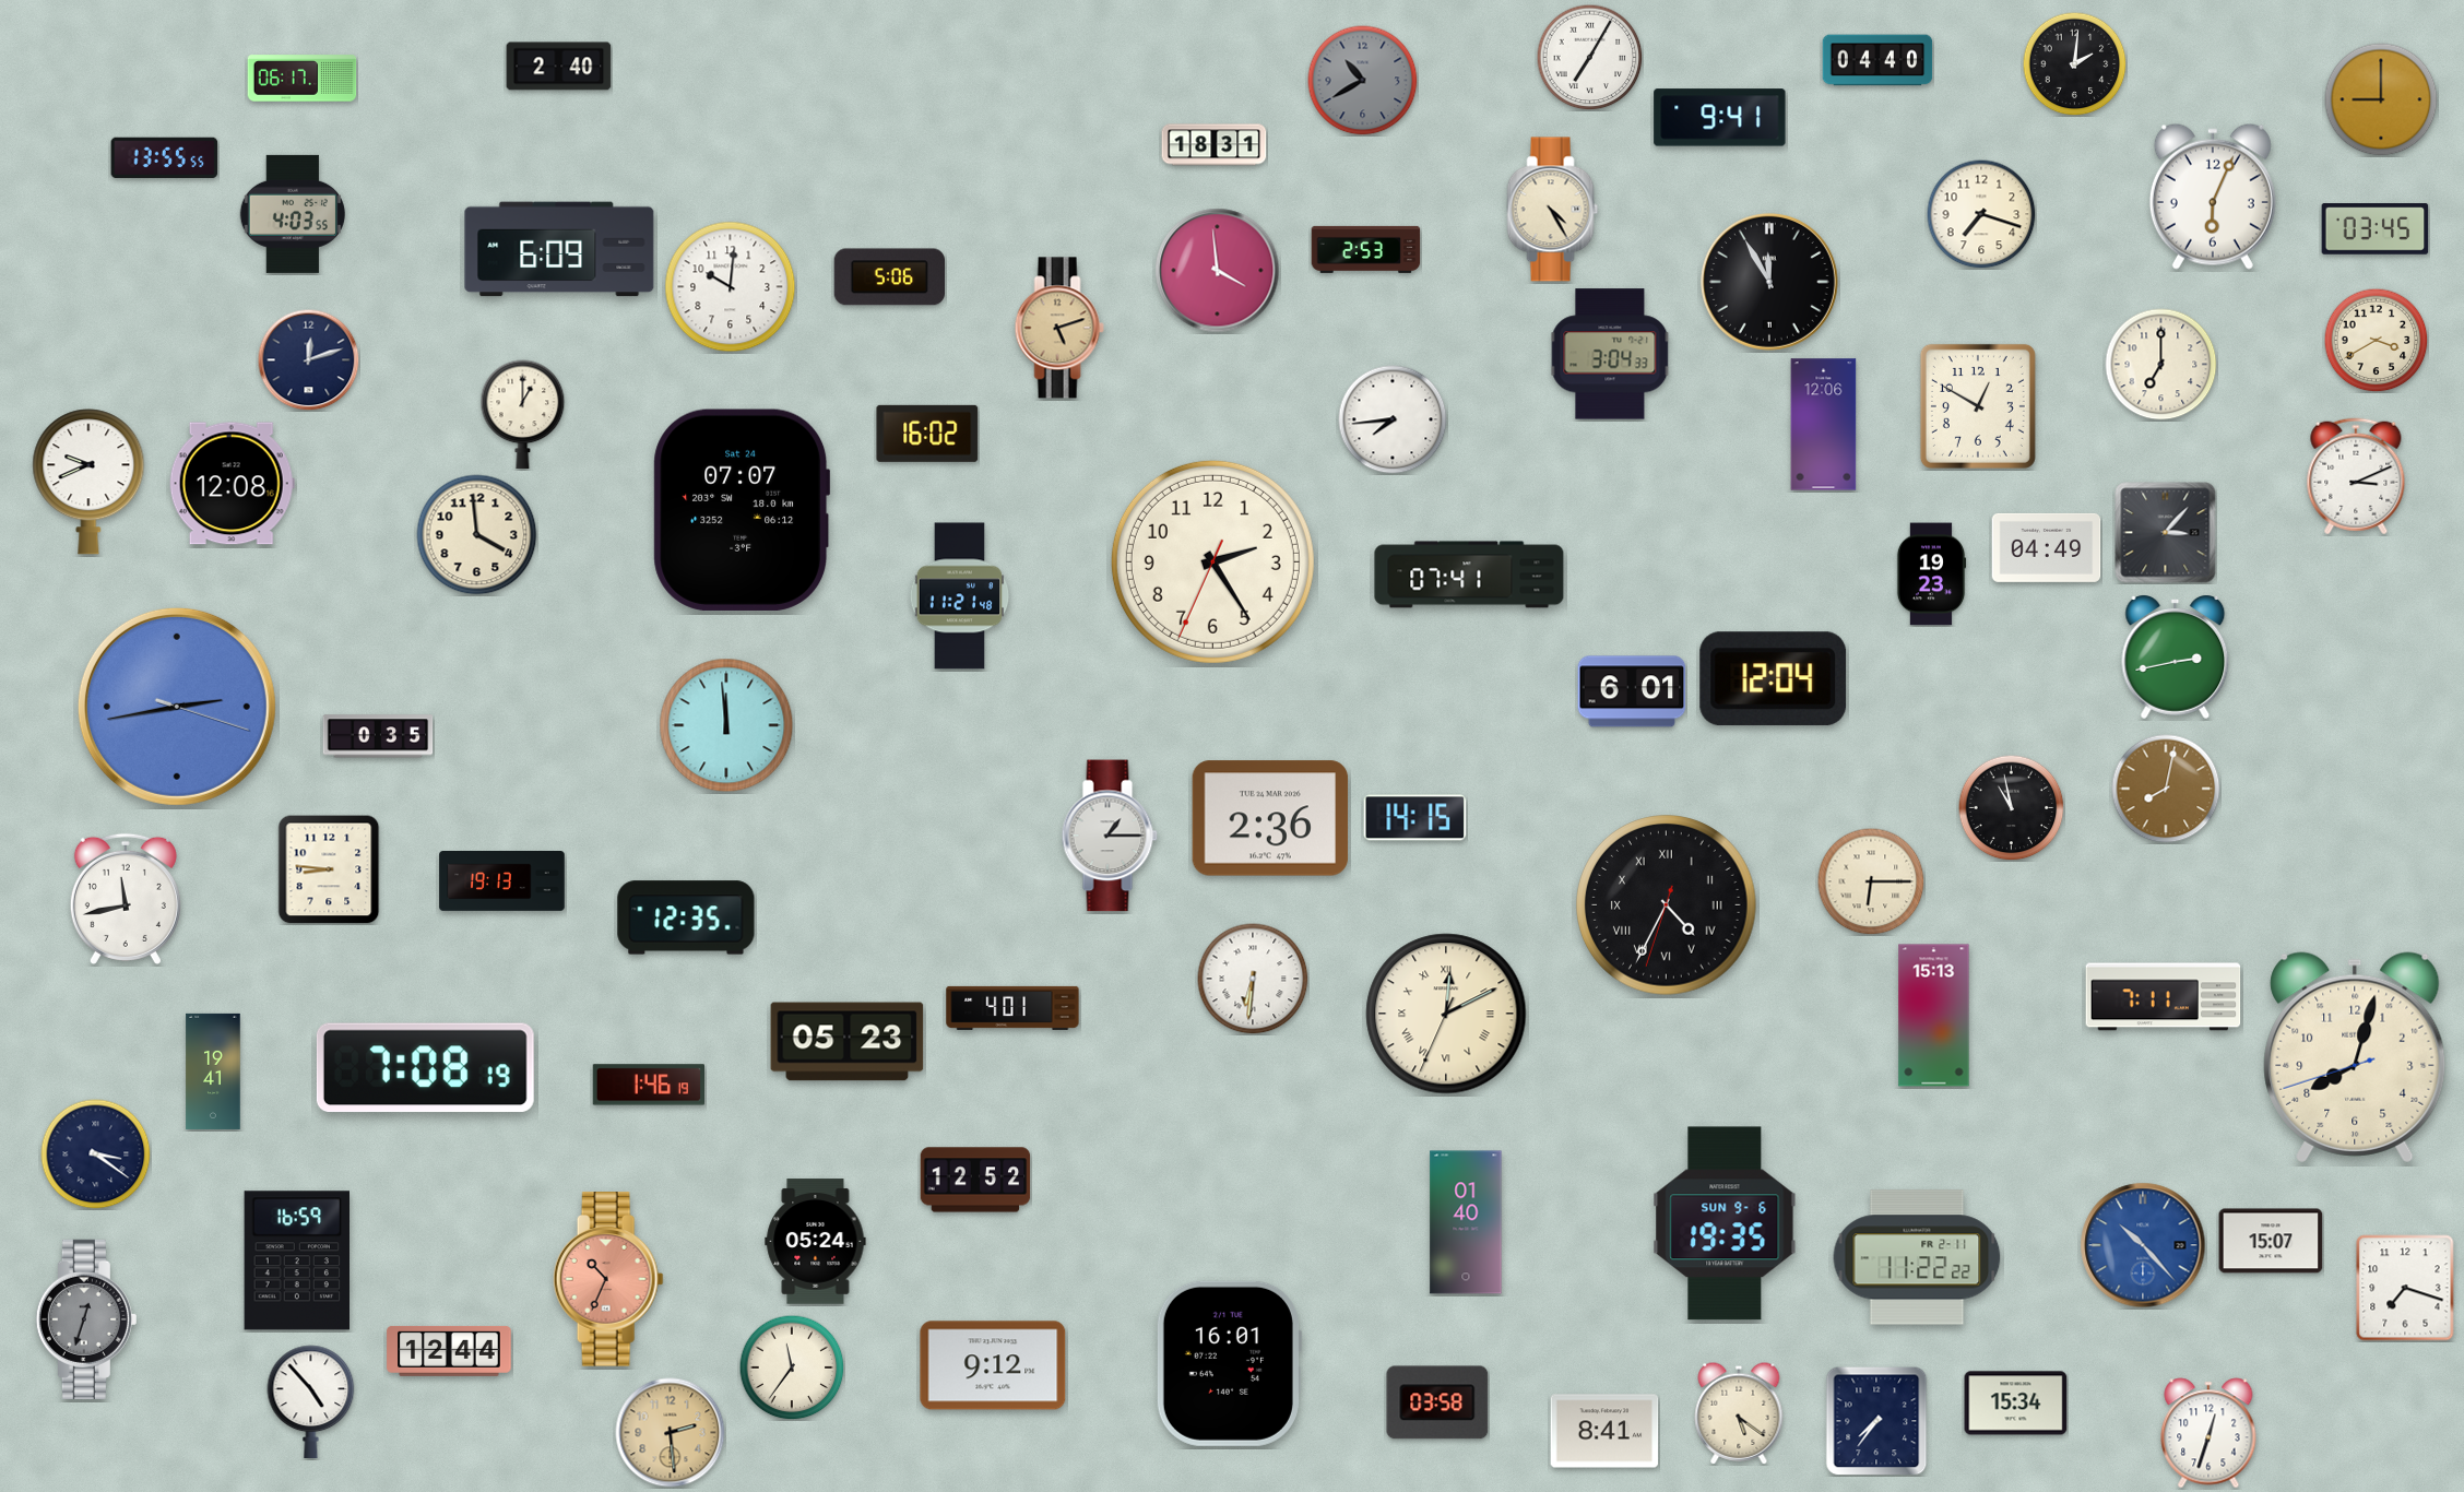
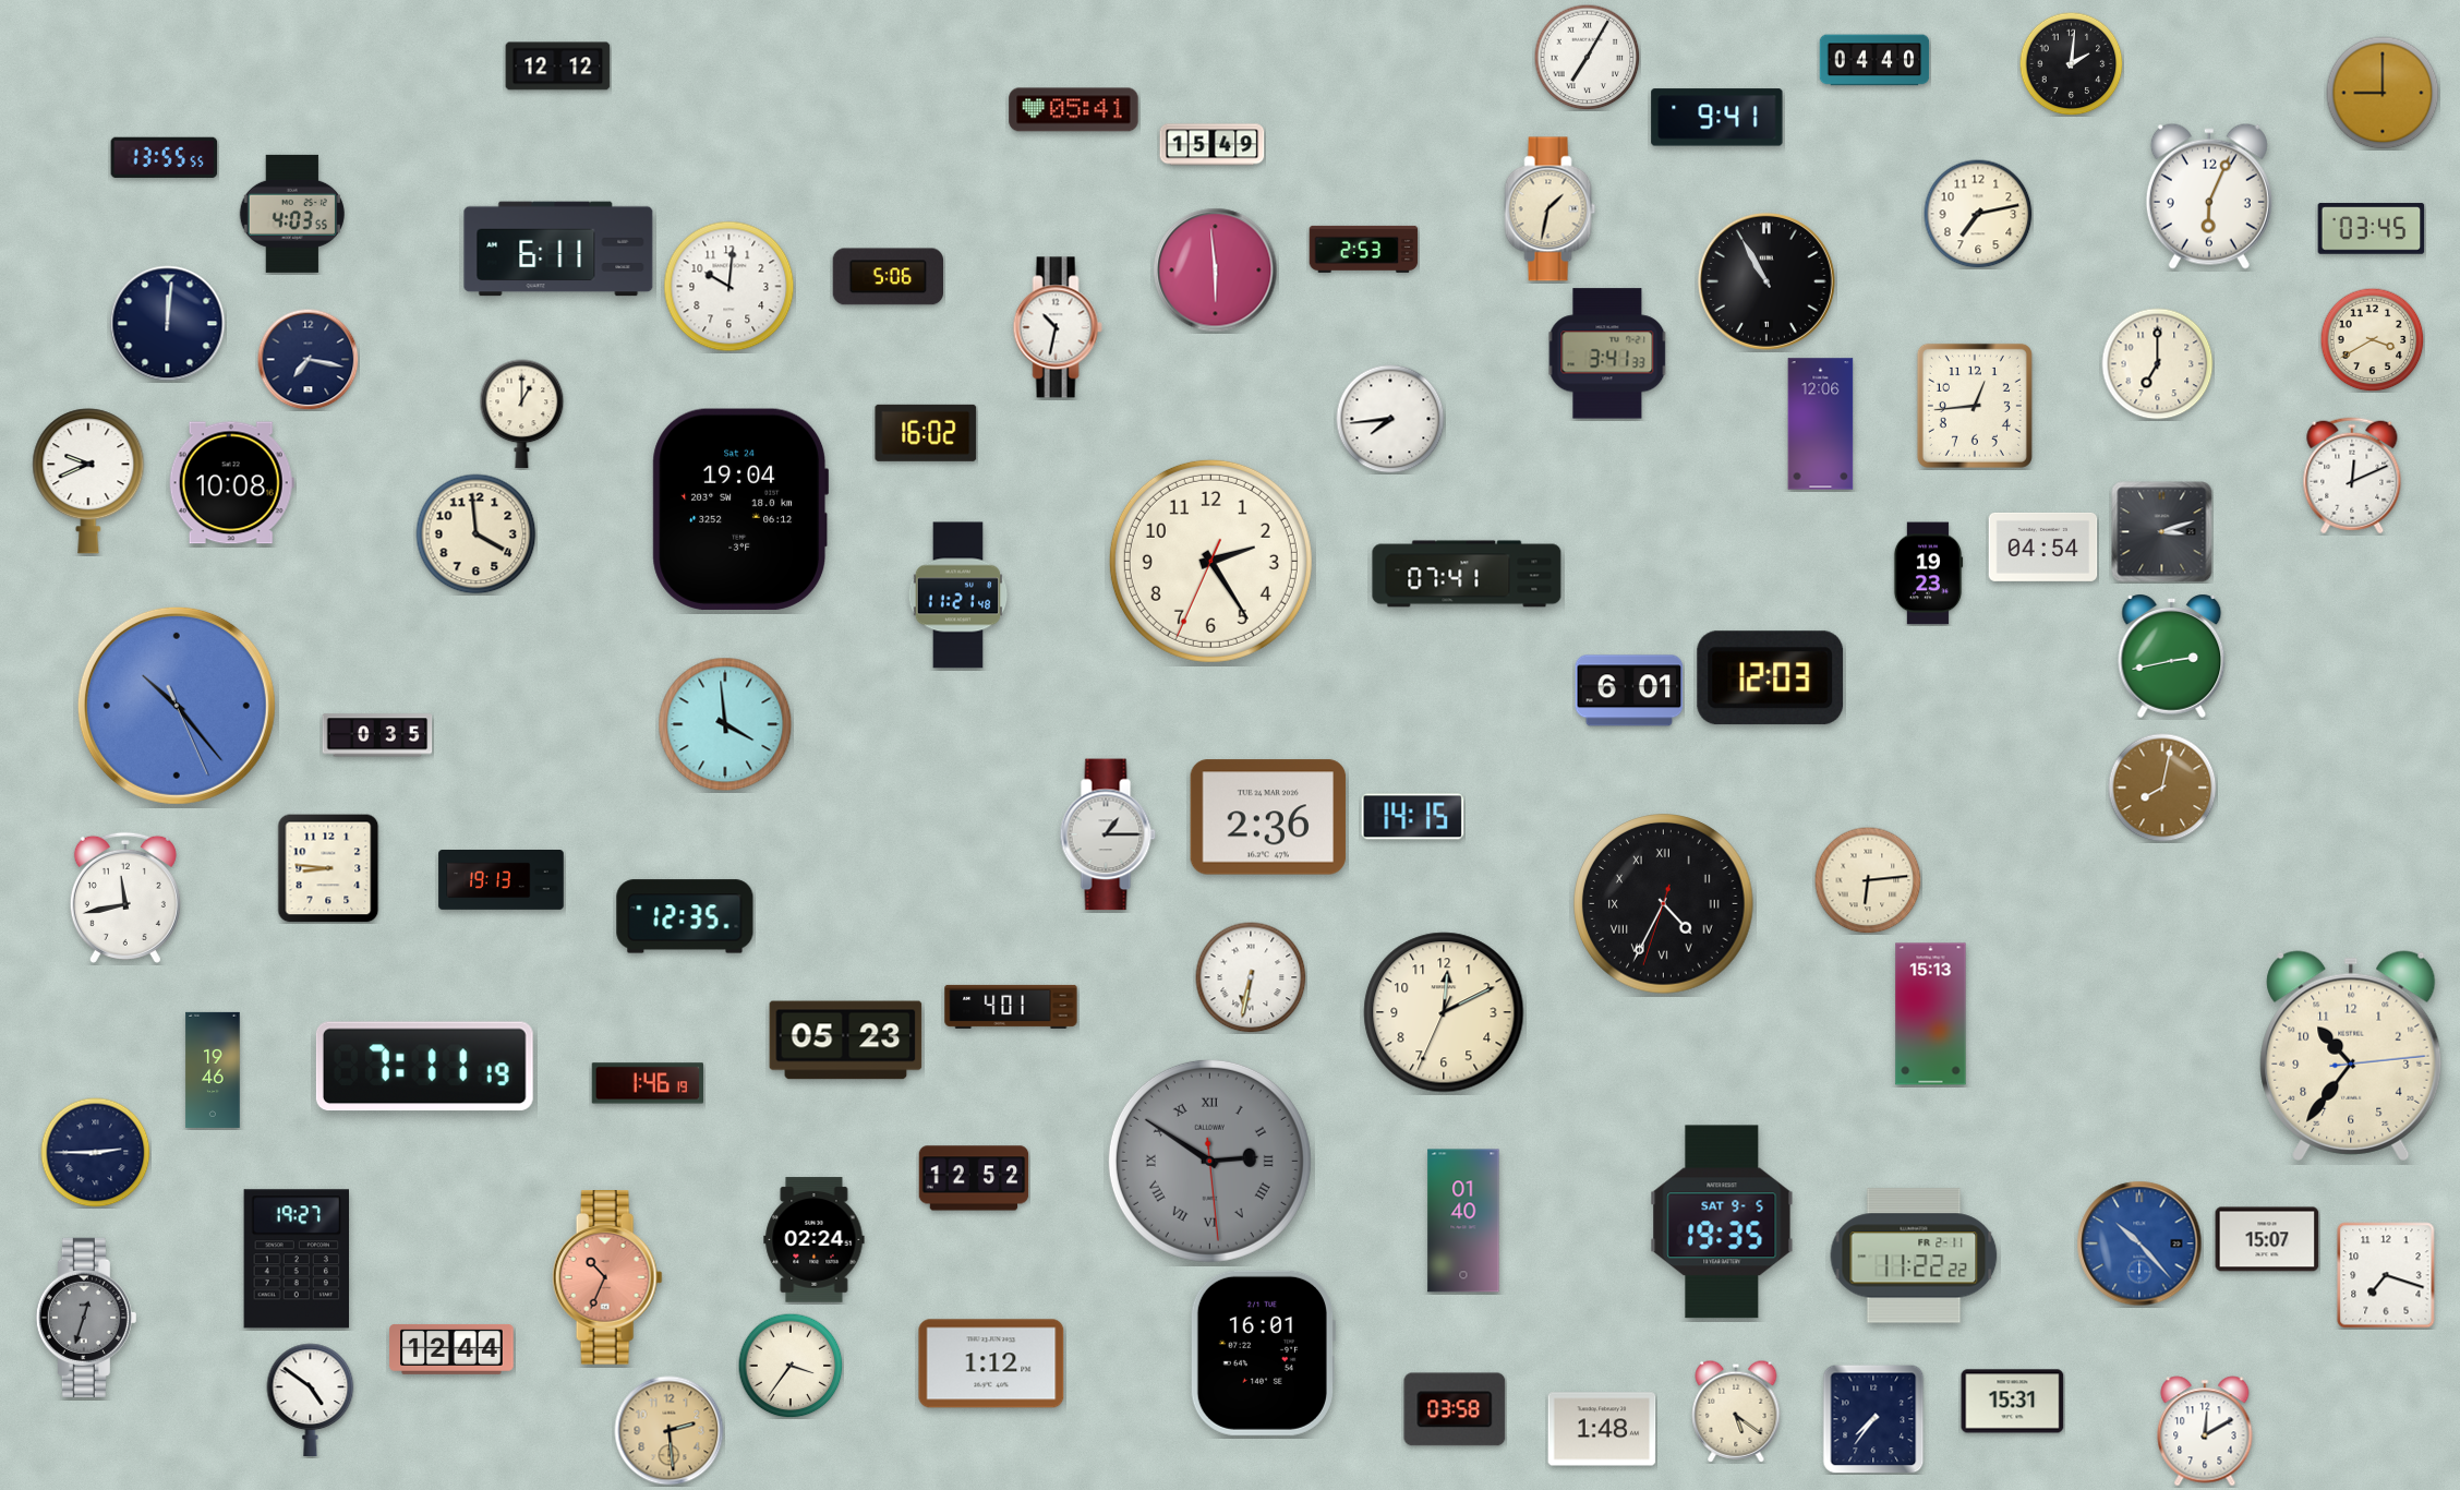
clock at (559, 67): 2:40 -> 12:12
clock at (303, 79): 06:17 -> none
clock at (1363, 81): 10:40 -> none
clock at (2381, 99) position: (2381, 99) -> (2383, 93)
clock at (1074, 110): none -> 05:41
clock at (1215, 145): 18:31 -> 15:49
clock at (1553, 210): 4:25 -> 1:32
clock at (1981, 214): 7:18 -> 7:13
clock at (559, 249): 6:09 -> 6:11
clock at (1218, 271): 3:59 -> 5:59
clock at (1769, 282): 11:55 -> 10:55
clock at (168, 324): none -> 12:01
clock at (1059, 328): 5:12 -> 10:32
clock at (1059, 328) dial: champagne -> white
clock at (1610, 354): 3:04 -> 3:41
clock at (308, 359): 12:12 -> 7:17
clock at (1978, 406): 12:50 -> 12:44
clock at (2356, 476): 3:11 -> 12:11
clock at (232, 484): 12:08 -> 10:08
clock at (742, 510): 07:07 -> 19:04
clock at (2166, 533): 3:07 -> 3:12
clock at (2047, 547): 04:49 -> 04:54
clock at (1774, 679): 12:04 -> 12:03
clock at (177, 707): 2:43 -> 10:23
clock at (726, 725): 11:59 -> 3:59
clock at (2011, 807): 10:58 -> none
clock at (1871, 881): 6:15 -> 6:14
clock at (1253, 979): 6:31 -> 6:32
clock at (2164, 997): 7:11 -> none
clock at (1446, 1014) numerals: Roman -> Arabic
clock at (2355, 1057): 8:02 -> 10:36
clock at (425, 1068): 7:08 -> 7:11
clock at (213, 1071): 19:41 -> 19:46
clock at (96, 1154): 3:21 -> 2:45
clock at (1209, 1161): none -> 2:50
clock at (1725, 1223) date: SUN 9-6 -> SAT 9-5
clock at (816, 1242): 05:24 -> 02:24
clock at (297, 1260): 16:59 -> 19:27
clock at (2405, 1288) position: (2405, 1288) -> (2386, 1275)
clock at (449, 1351) position: (449, 1351) -> (451, 1349)
clock at (1229, 1363) position: (1229, 1363) -> (1263, 1353)
clock at (993, 1365): 9:12 -> 1:12
clock at (792, 1367): 11:36 -> 3:36
clock at (311, 1401): 4:53 -> 4:51
clock at (1437, 1402) position: (1437, 1402) -> (1455, 1409)
clock at (2016, 1404): 15:34 -> 15:31
clock at (1604, 1431): 8:41 -> 1:48
clock at (2208, 1433): 12:33 -> 12:10
